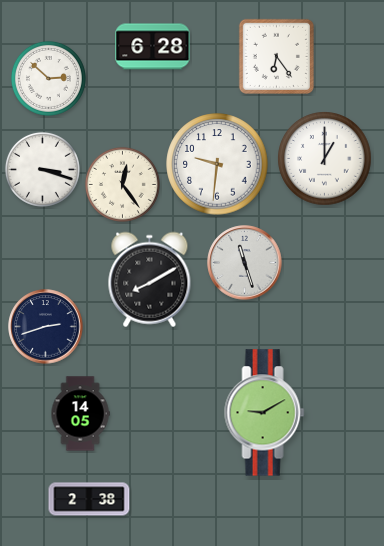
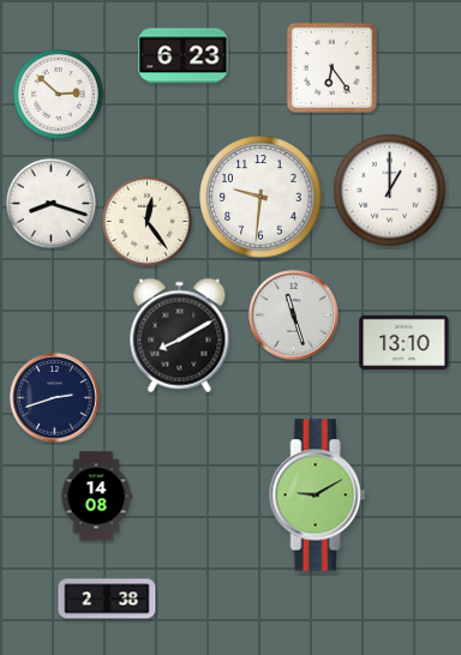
clock at (153, 47): 6:28 -> 6:23
clock at (42, 169): 3:18 -> 8:18
clock at (405, 343): none -> 13:10
clock at (46, 327) position: (46, 327) -> (55, 398)
clock at (80, 414): 14:05 -> 14:08
